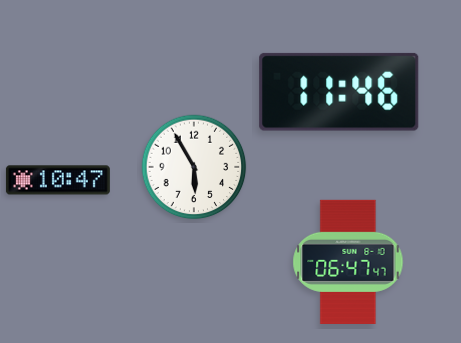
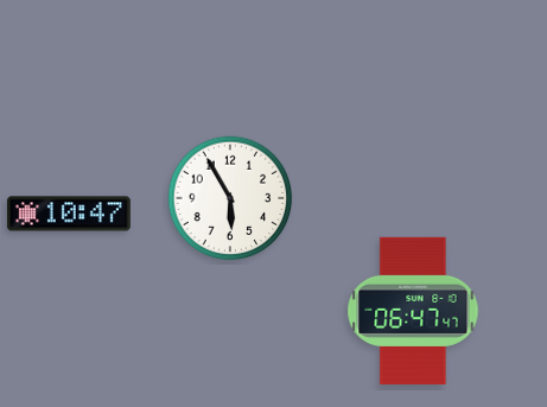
clock at (339, 92): 11:46 -> none
